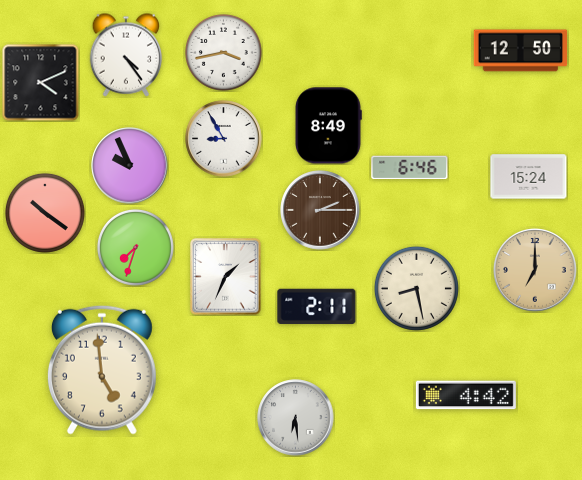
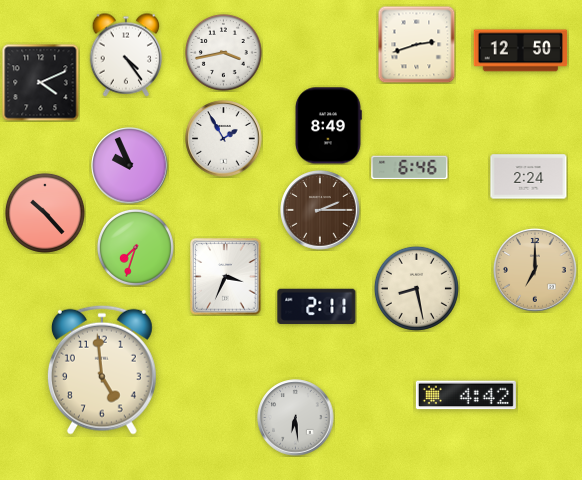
clock at (416, 44): none -> 2:42
clock at (224, 139): 8:55 -> 1:55
clock at (529, 177): 15:24 -> 2:24
clock at (45, 213): 10:21 -> 10:23
clock at (226, 277): 1:34 -> 3:34
